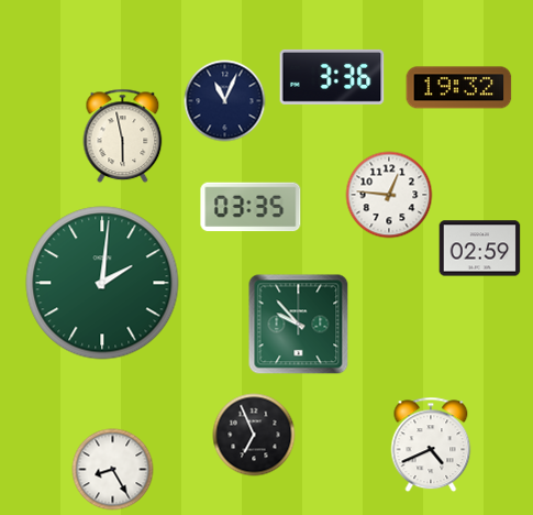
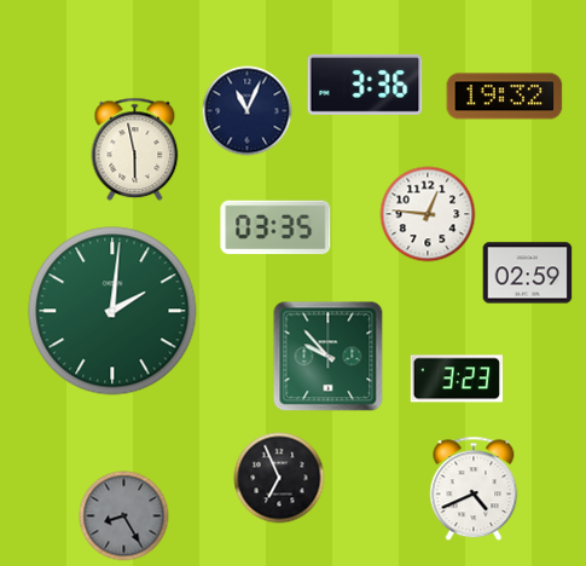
clock at (456, 379): none -> 3:23
clock at (113, 470) dial: white -> grey
